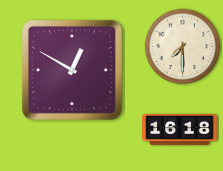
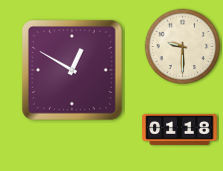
clock at (183, 47): 7:30 -> 9:30
clock at (180, 129): 16:18 -> 01:18
